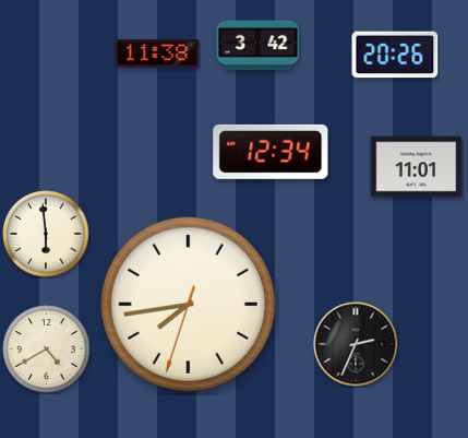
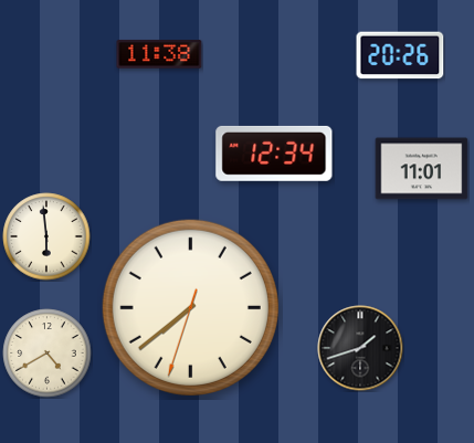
clock at (259, 46): 3:42 -> none
clock at (188, 304): 7:43 -> 7:38
clock at (356, 344): 2:34 -> 1:42
